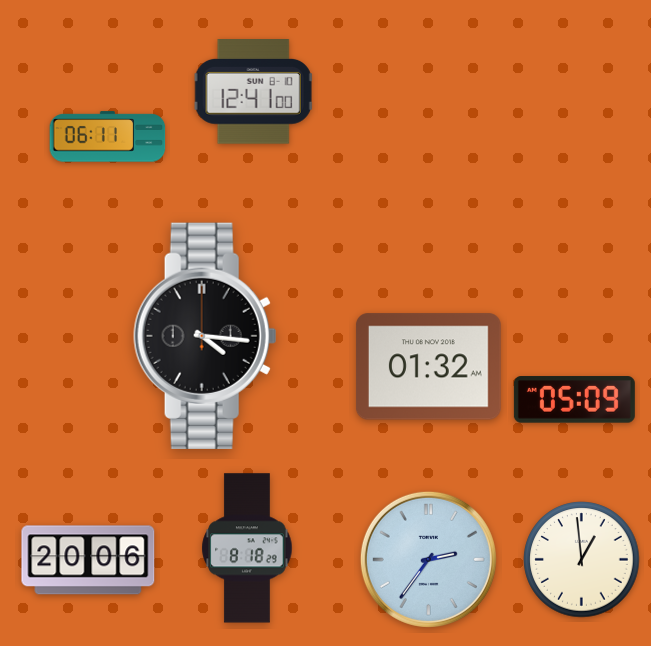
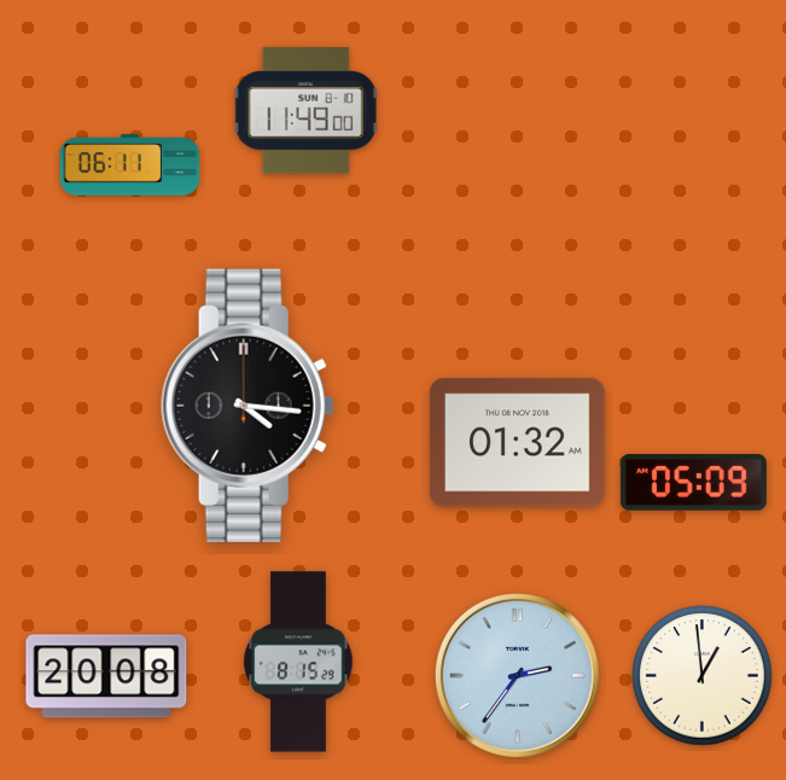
clock at (254, 92): 12:41 -> 11:49
clock at (247, 548): 8:18 -> 8:15
clock at (88, 560): 20:06 -> 20:08
